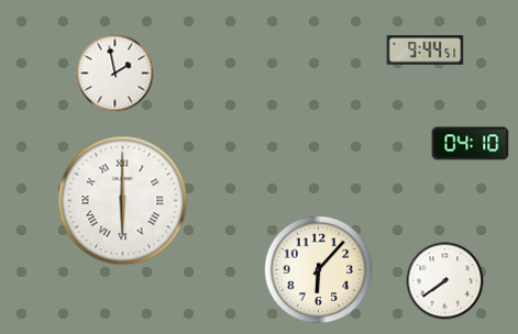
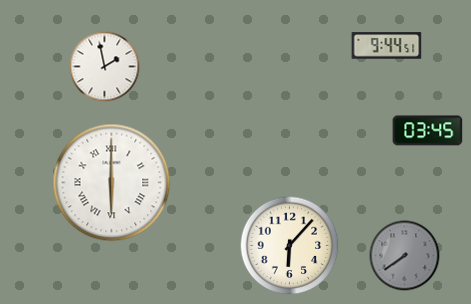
clock at (471, 144): 04:10 -> 03:45
clock at (445, 281) dial: white -> grey
